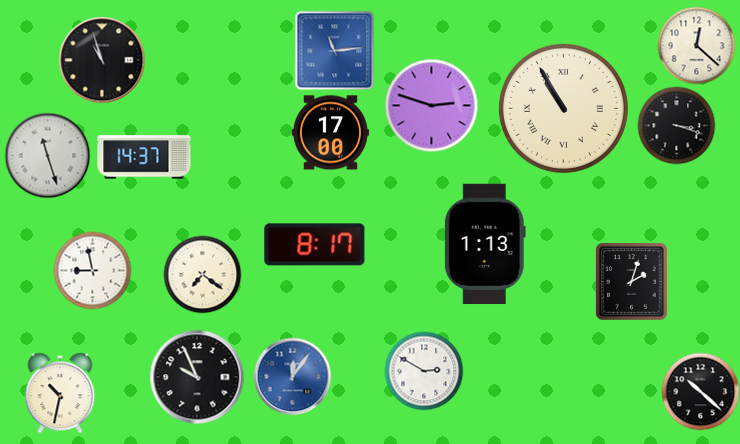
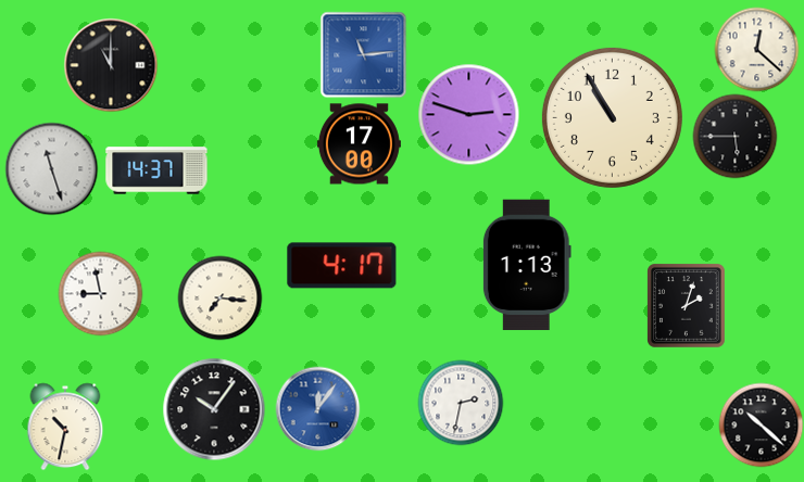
clock at (102, 60): 10:57 -> 11:00
clock at (563, 108) numerals: Roman -> Arabic
clock at (676, 125): 3:18 -> 5:45
clock at (315, 245): 8:17 -> 4:17
clock at (202, 274): 7:21 -> 7:16
clock at (424, 371): 2:50 -> 2:32
clock at (197, 377): 9:56 -> 10:06
